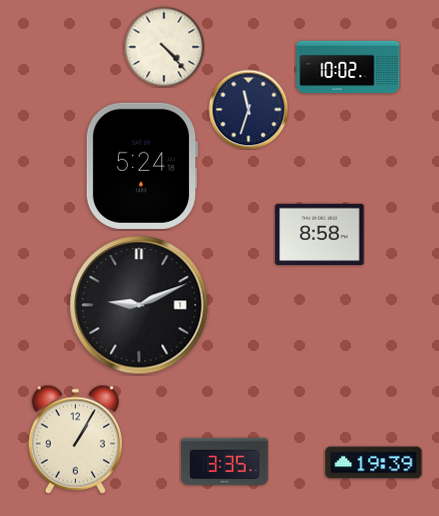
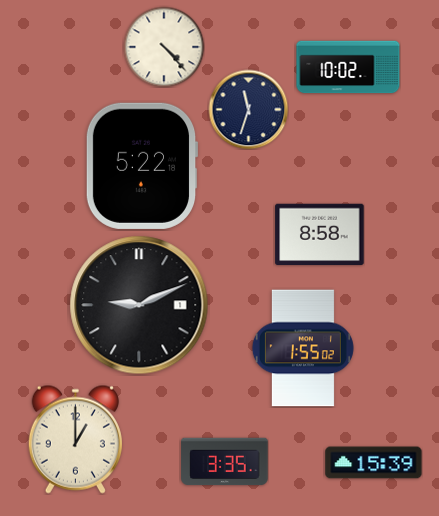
clock at (142, 166): 5:24 -> 5:22
clock at (303, 348): none -> 1:55
clock at (75, 439): 1:05 -> 1:00
clock at (374, 463): 19:39 -> 15:39
